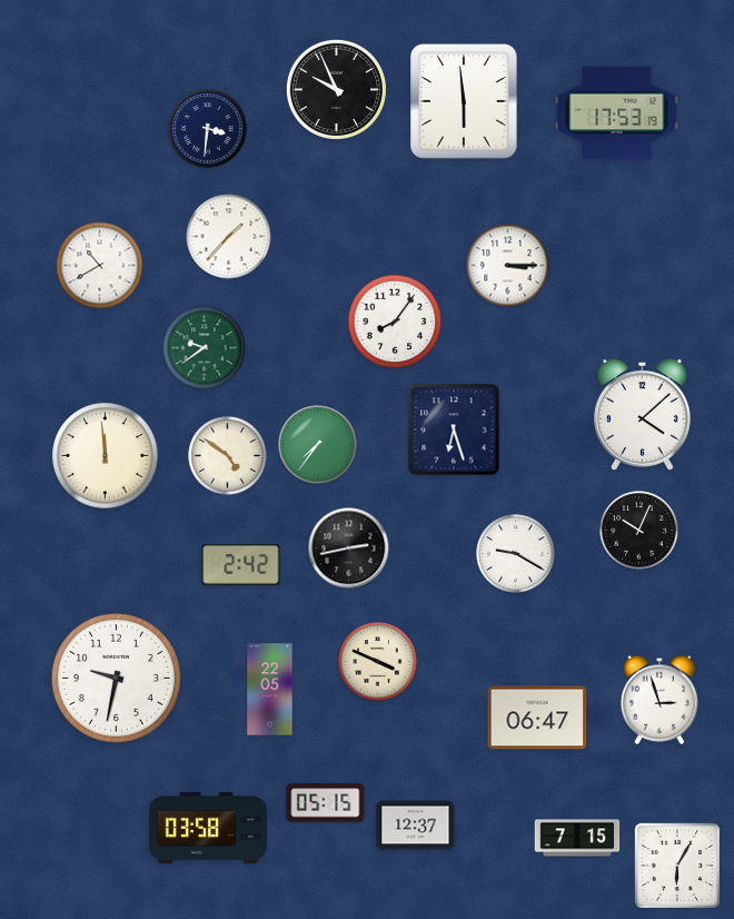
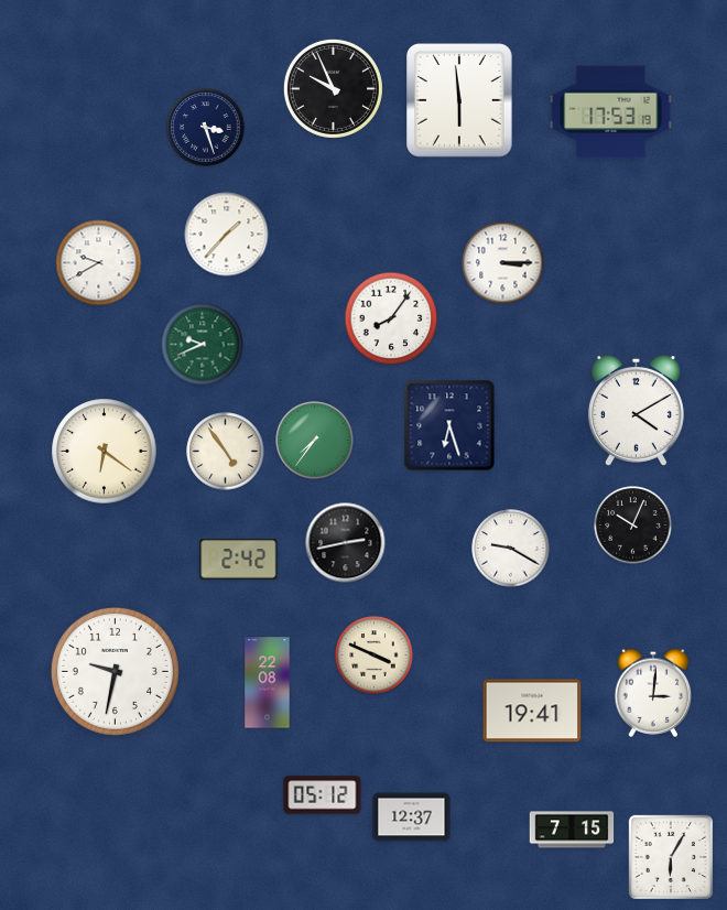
clock at (208, 129): 3:31 -> 3:27
clock at (100, 266): 10:40 -> 9:40
clock at (205, 348): 9:39 -> 9:41
clock at (642, 414): 4:08 -> 4:10
clock at (106, 456): 11:59 -> 6:21
clock at (228, 456): 4:51 -> 4:54
clock at (270, 690): 22:05 -> 22:08
clock at (659, 700): 2:57 -> 3:01
clock at (537, 718): 06:47 -> 19:41
clock at (326, 803): 05:15 -> 05:12
clock at (208, 828): 03:58 -> none
